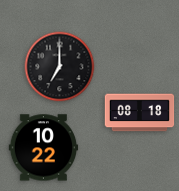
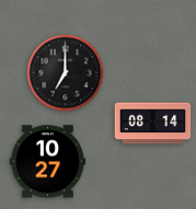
clock at (140, 113): 08:18 -> 08:14
clock at (44, 148): 10:22 -> 10:27
